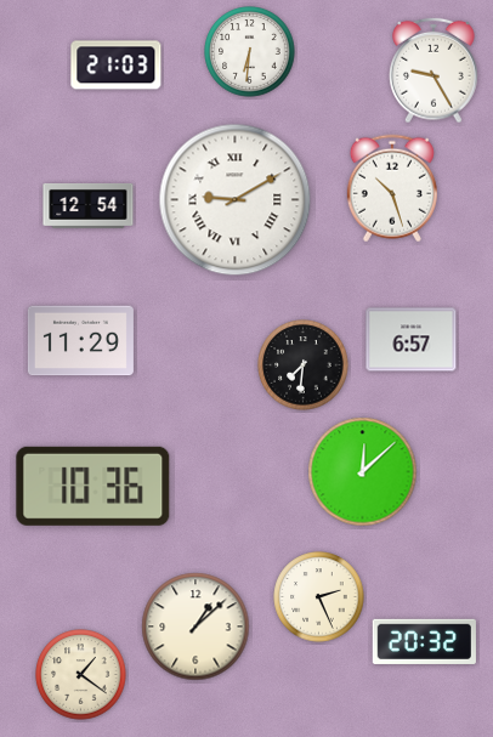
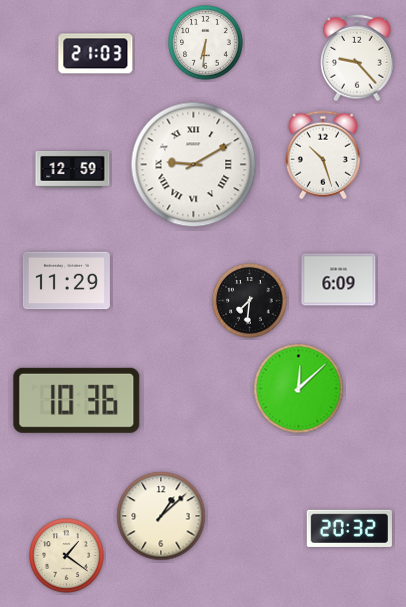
clock at (435, 70): 9:25 -> 9:23
clock at (89, 206): 12:54 -> 12:59
clock at (412, 340): 6:57 -> 6:09
clock at (319, 597): 2:26 -> none
